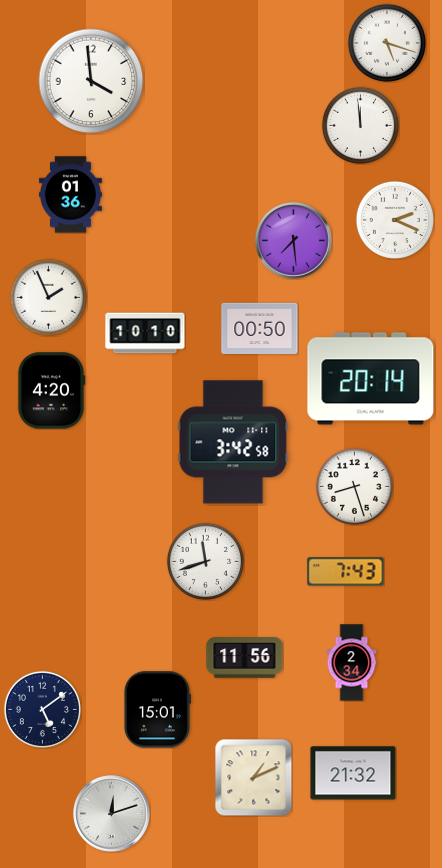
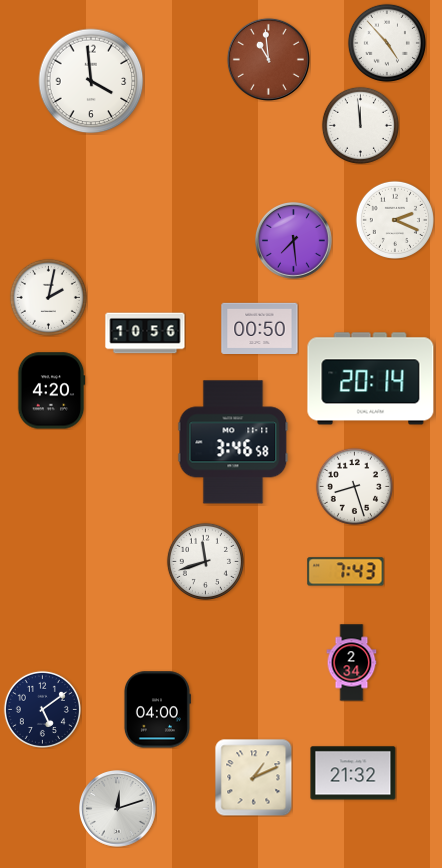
clock at (387, 43): 5:18 -> 4:53
clock at (268, 59): none -> 10:59
clock at (70, 195): 01:36 -> none
clock at (48, 297): 1:56 -> 2:02
clock at (145, 333): 10:10 -> 10:56
clock at (233, 442): 3:42 -> 3:46
clock at (245, 658): 11:56 -> none
clock at (157, 710): 15:01 -> 04:00
clock at (112, 814) position: (112, 814) -> (118, 809)
